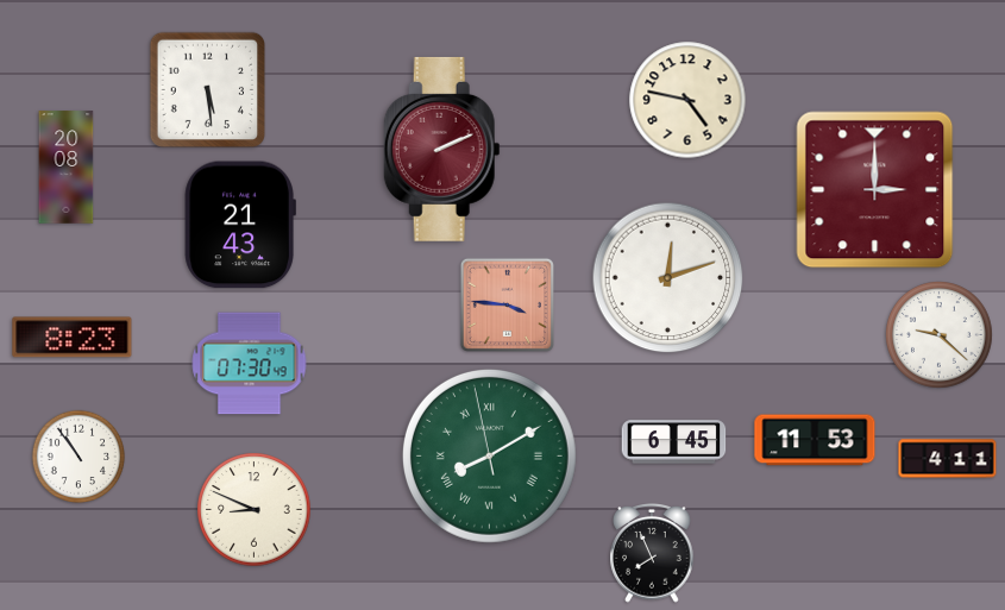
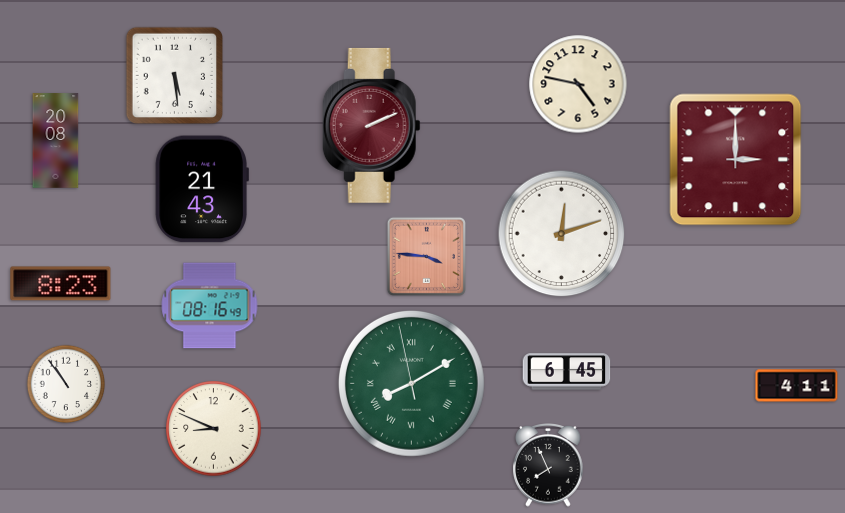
clock at (940, 335): 9:22 -> none
clock at (250, 364): 07:30 -> 08:16
clock at (815, 440): 11:53 -> none
